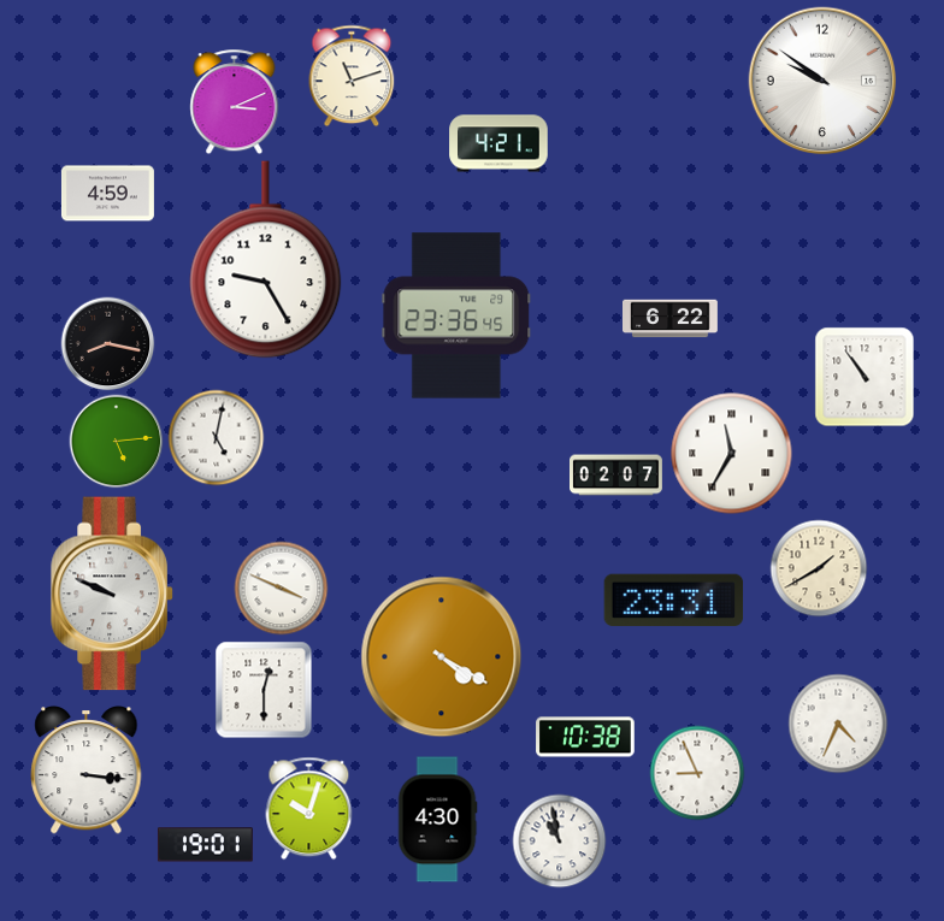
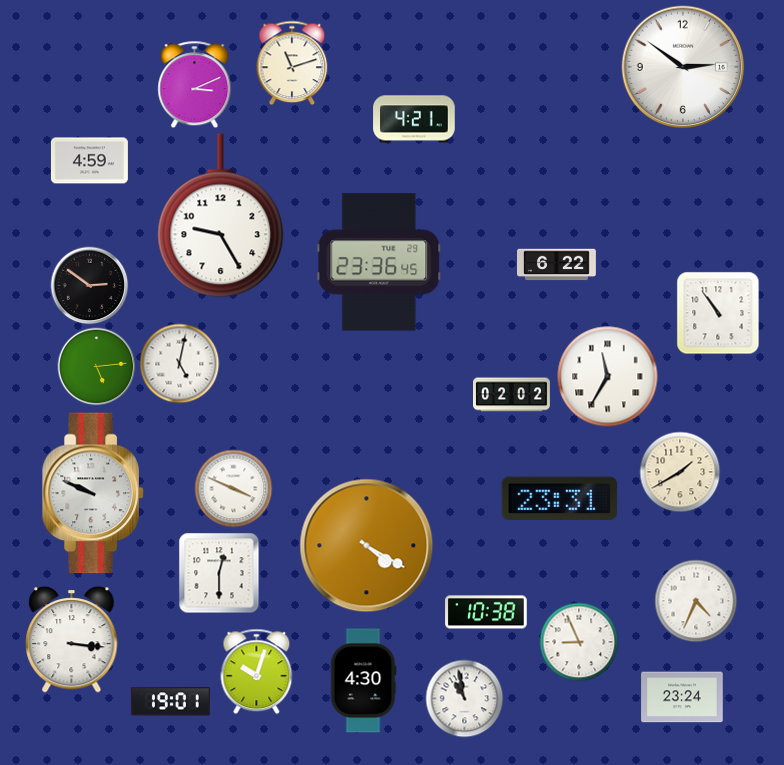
clock at (822, 81): 9:51 -> 2:51
clock at (107, 343): 8:17 -> 2:51
clock at (616, 476): 02:07 -> 02:02
clock at (682, 697): none -> 23:24
